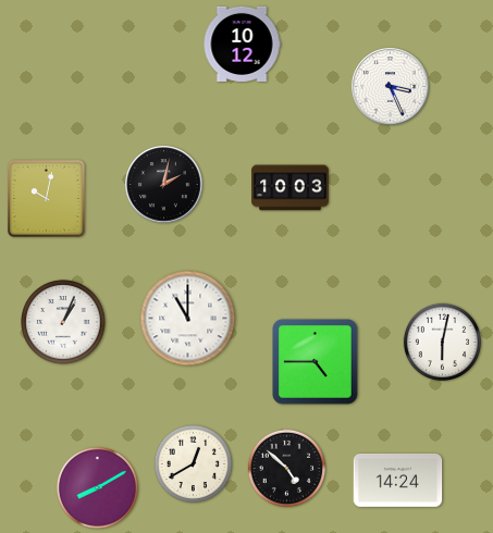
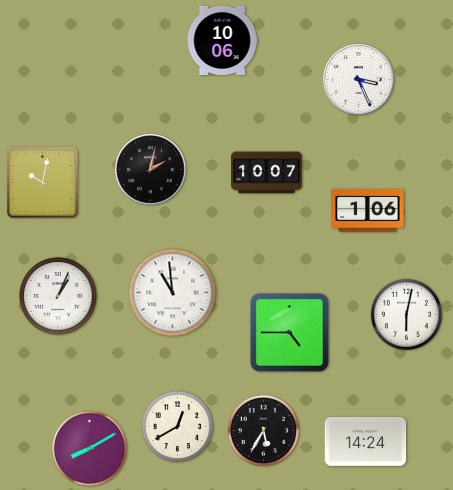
clock at (242, 44): 10:12 -> 10:06
clock at (291, 188): 10:03 -> 10:07
clock at (368, 211): none -> 1:06
clock at (188, 319): 11:00 -> 10:59
clock at (286, 468): 4:52 -> 5:35
